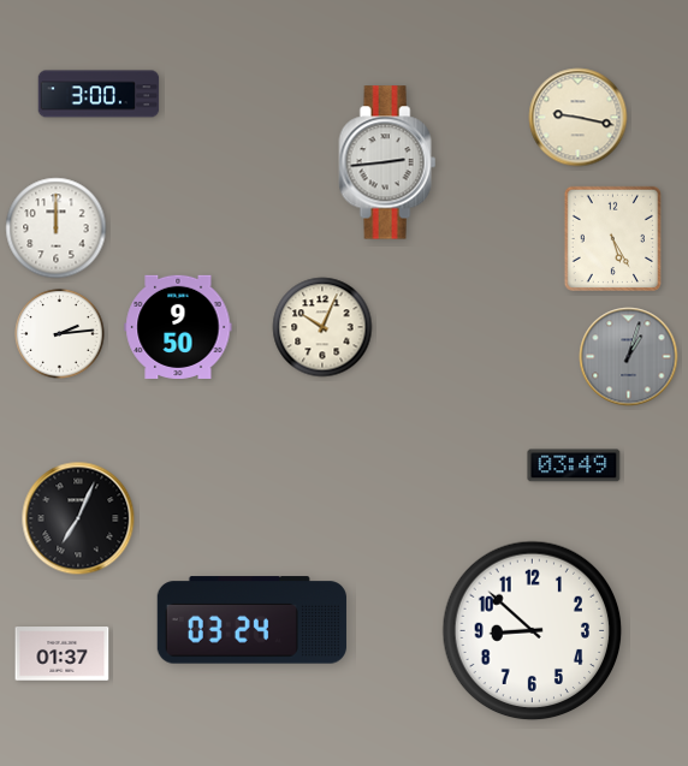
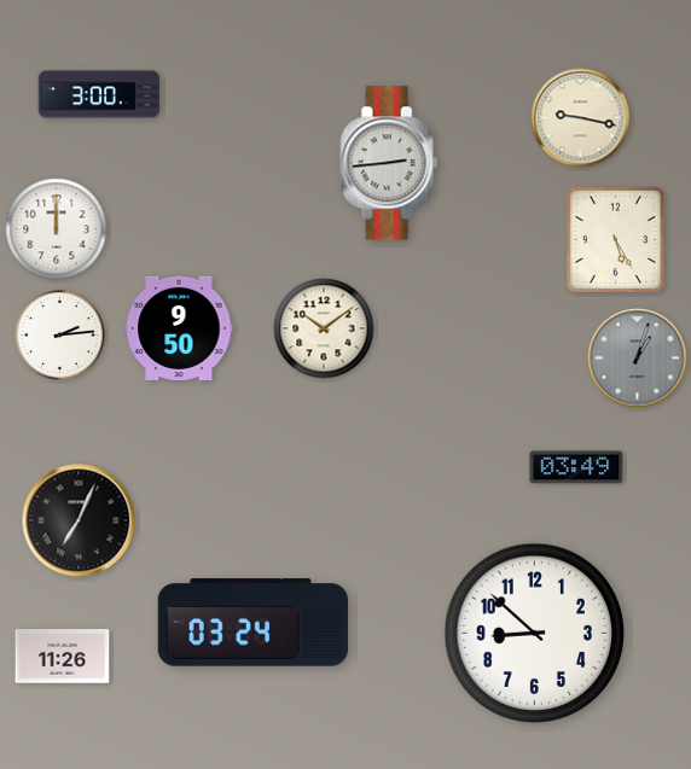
clock at (322, 327): 10:04 -> 10:09
clock at (629, 357) position: (629, 357) -> (638, 359)
clock at (63, 654): 01:37 -> 11:26
